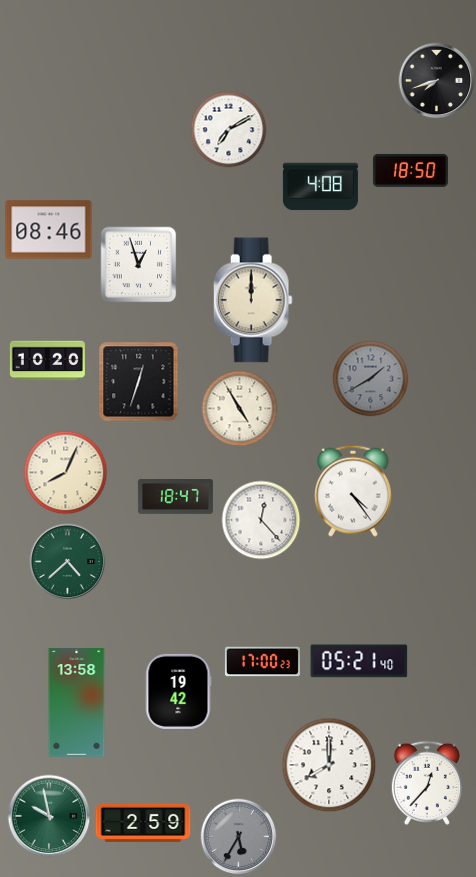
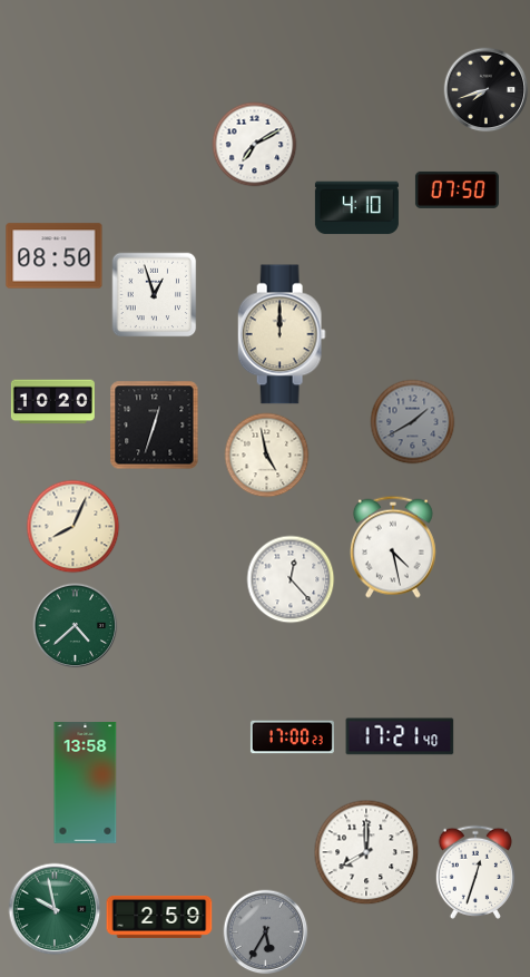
clock at (410, 170): 18:50 -> 07:50
clock at (320, 187): 4:08 -> 4:10
clock at (49, 230): 08:46 -> 08:50
clock at (240, 409): 4:55 -> 4:58
clock at (353, 491): 4:24 -> 4:28
clock at (175, 497): 18:47 -> none
clock at (359, 661): 05:21 -> 17:21
clock at (178, 691): 19:42 -> none
clock at (427, 783): 12:37 -> 12:33
